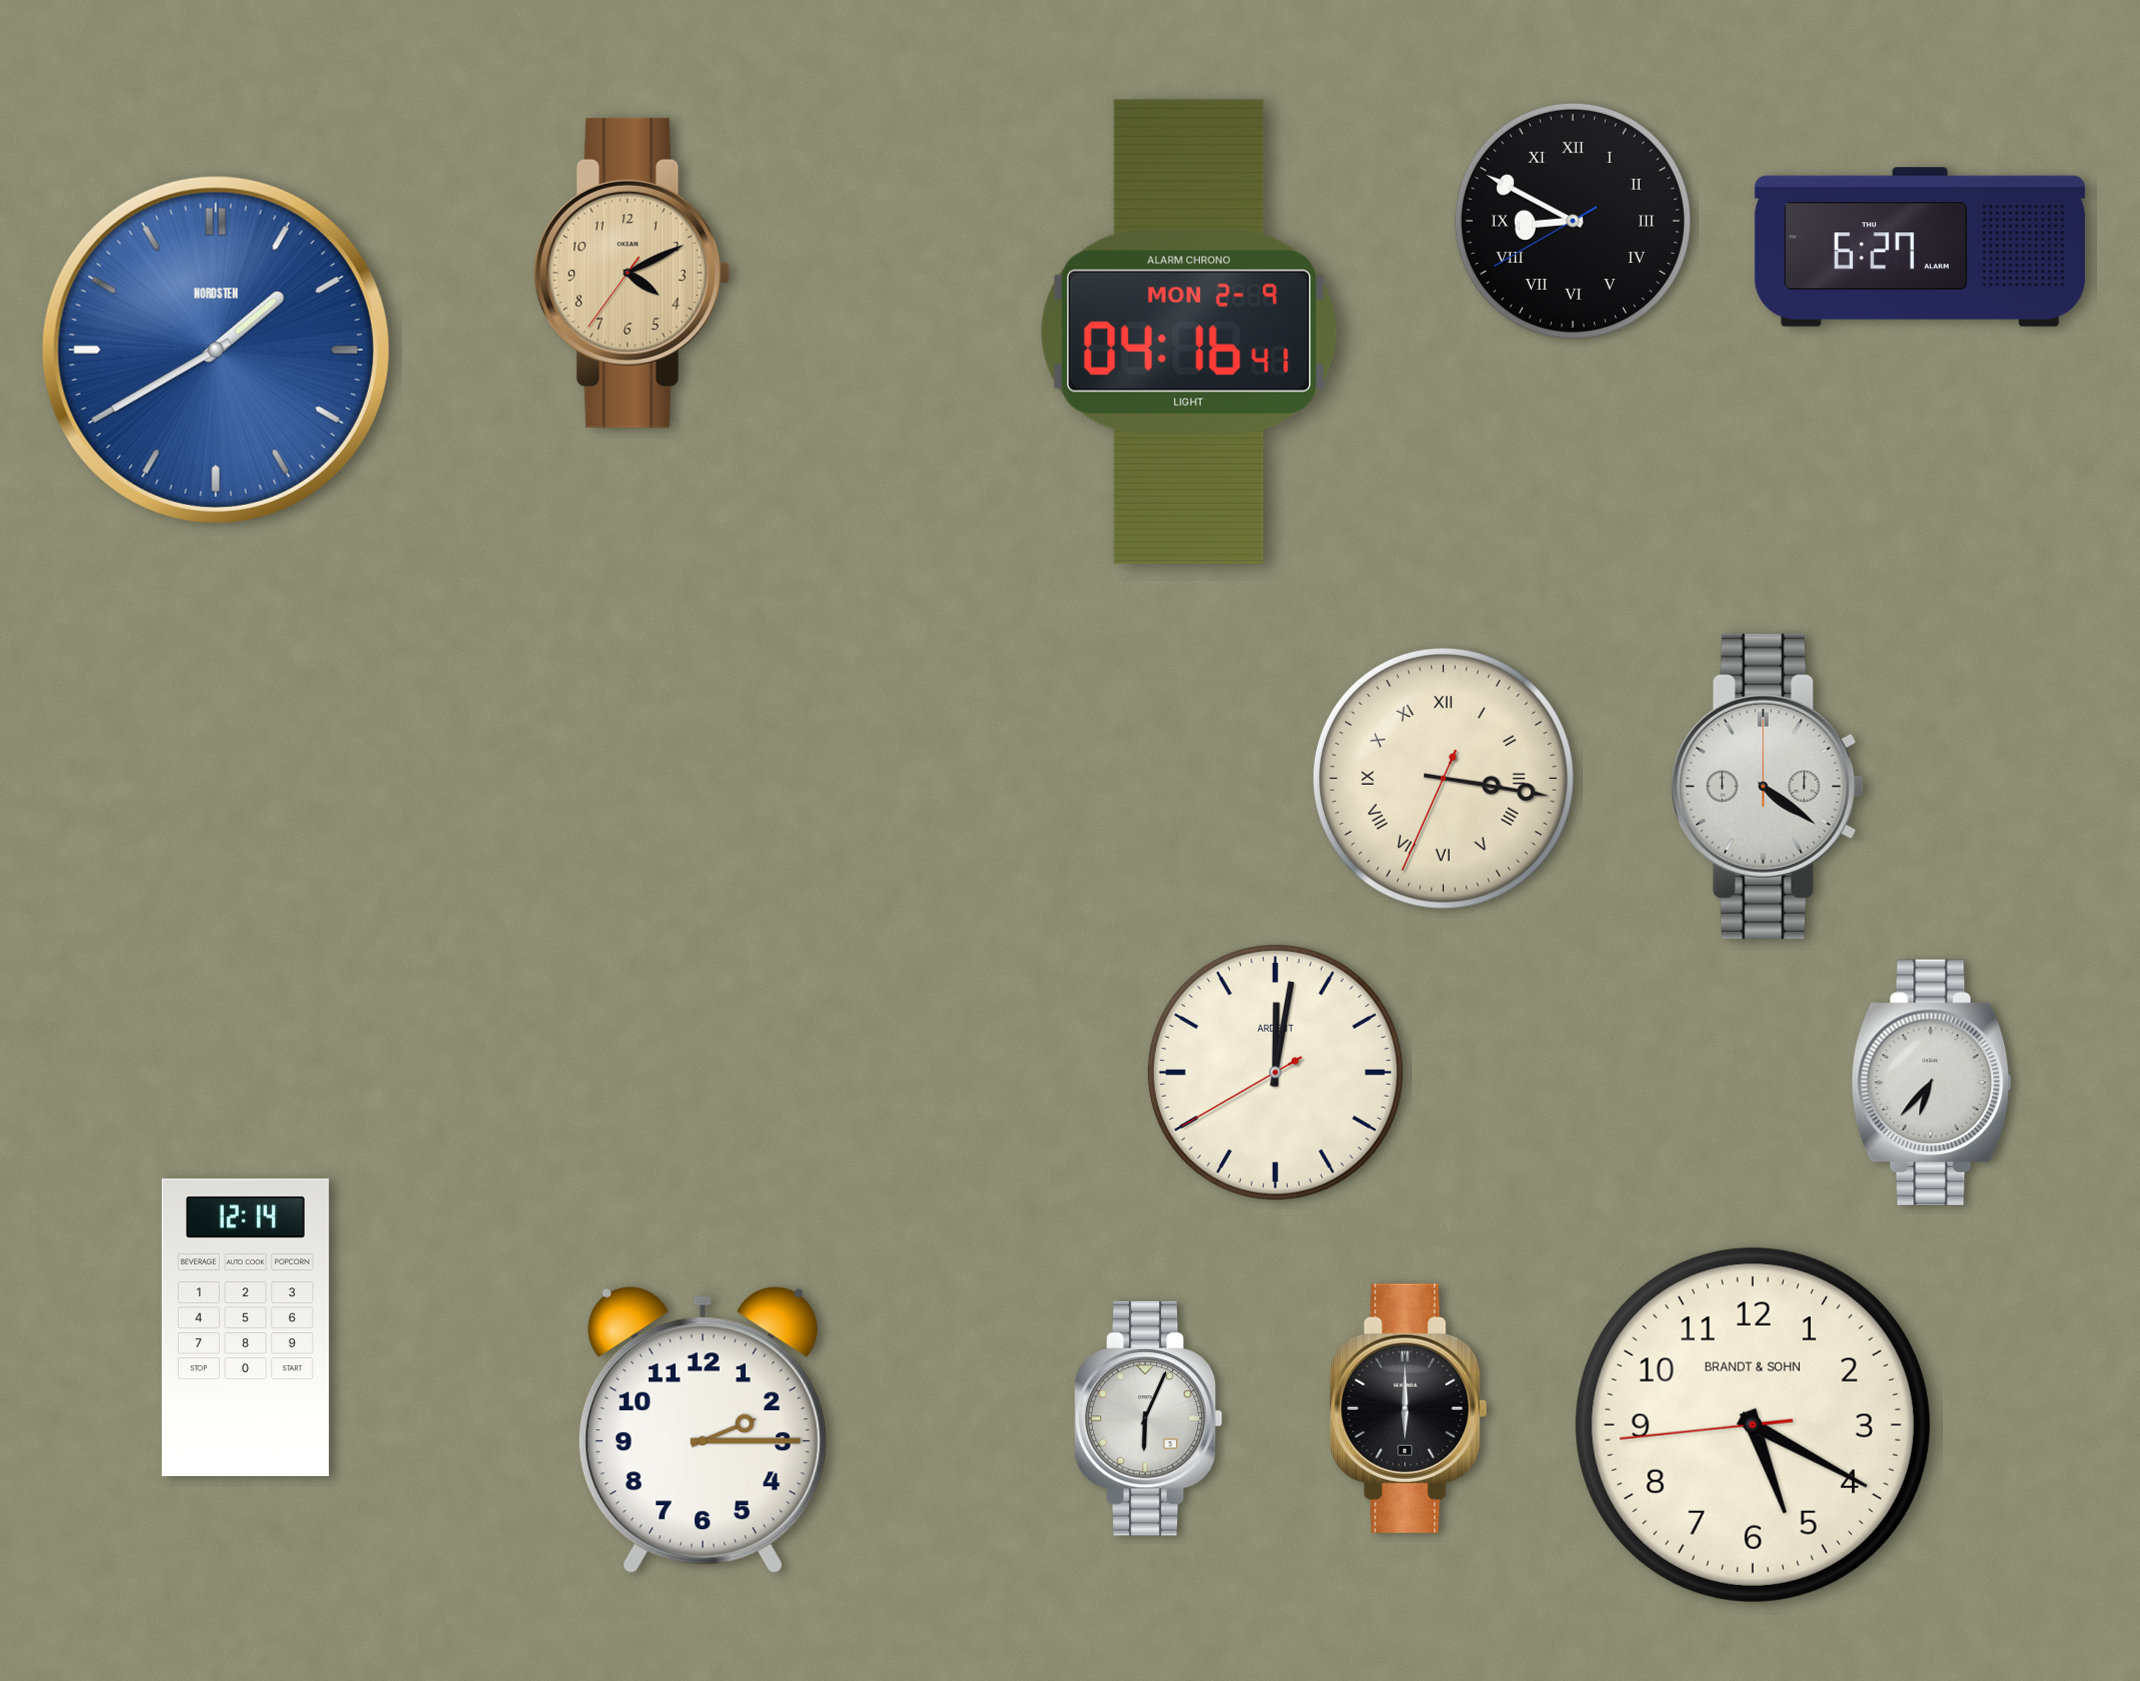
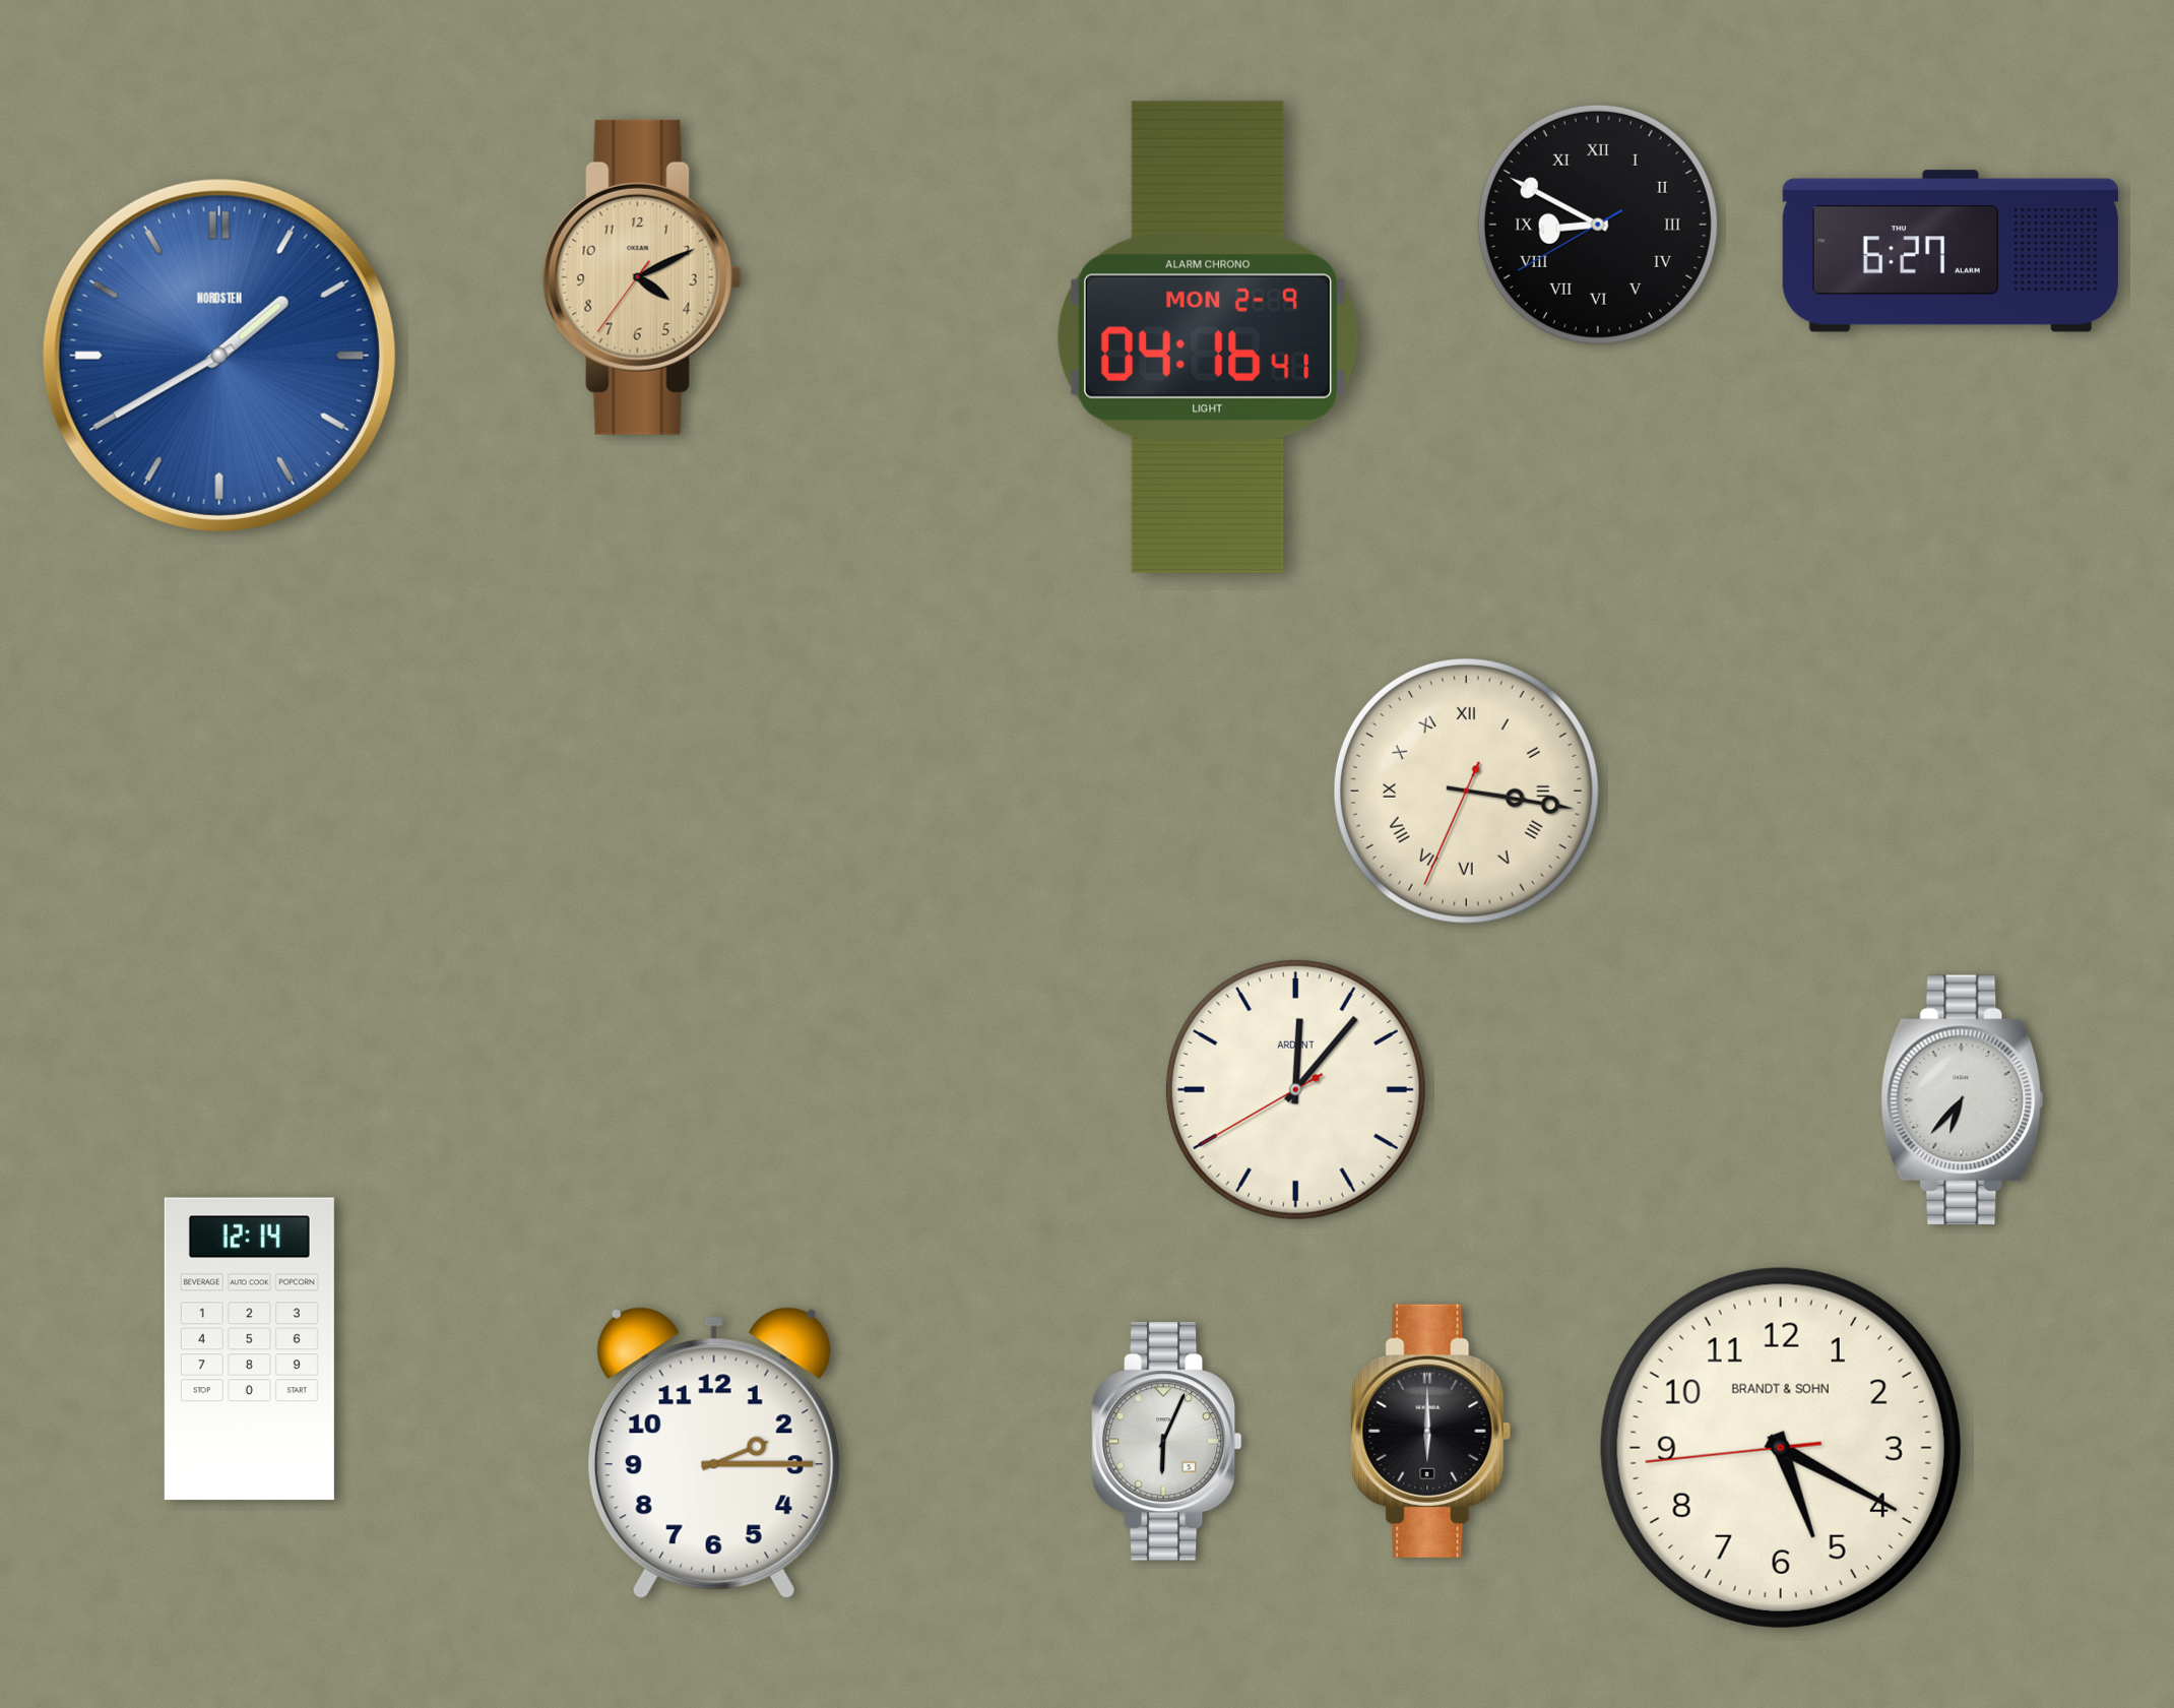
clock at (1767, 786): 4:21 -> none
clock at (1275, 1072): 12:01 -> 12:06
